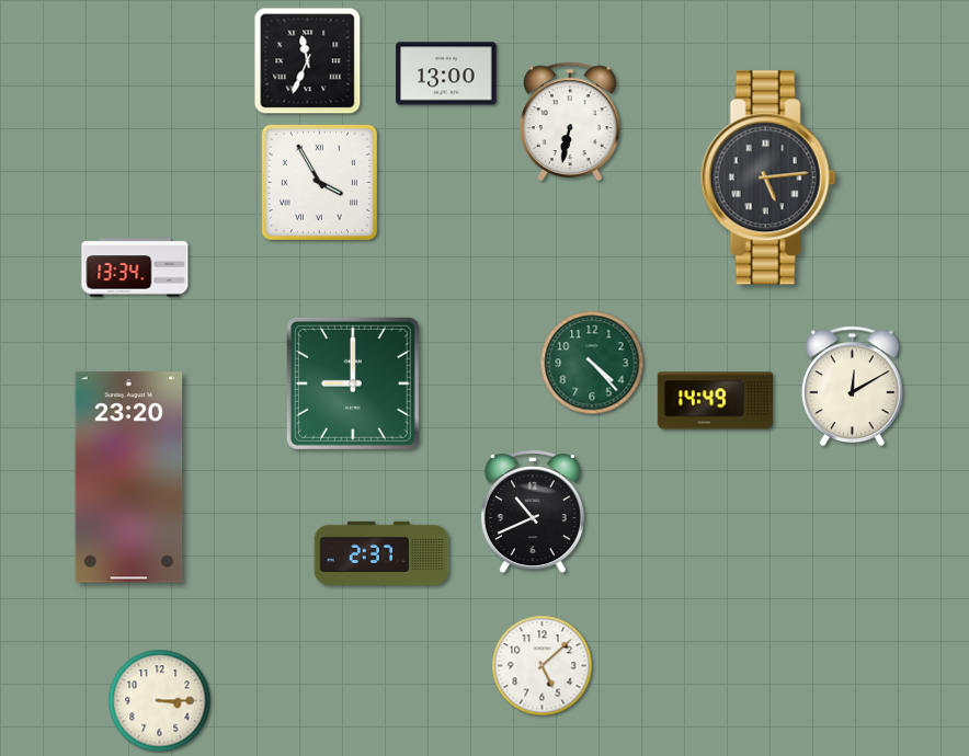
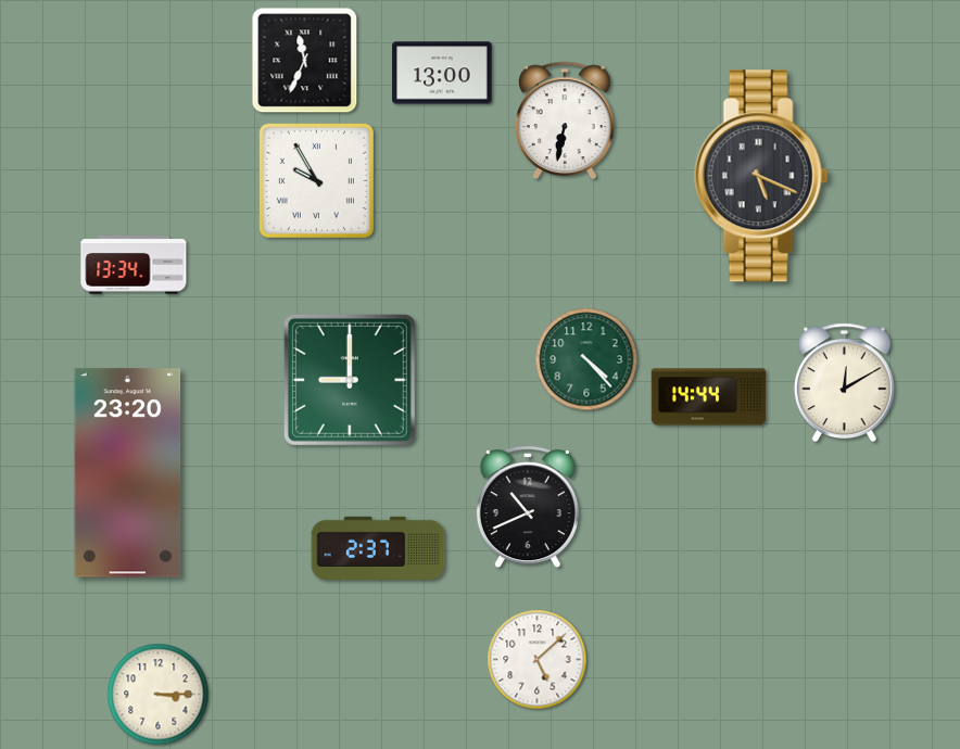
clock at (768, 177): 5:14 -> 5:19
clock at (319, 182): 3:55 -> 9:55
clock at (716, 401): 14:49 -> 14:44
